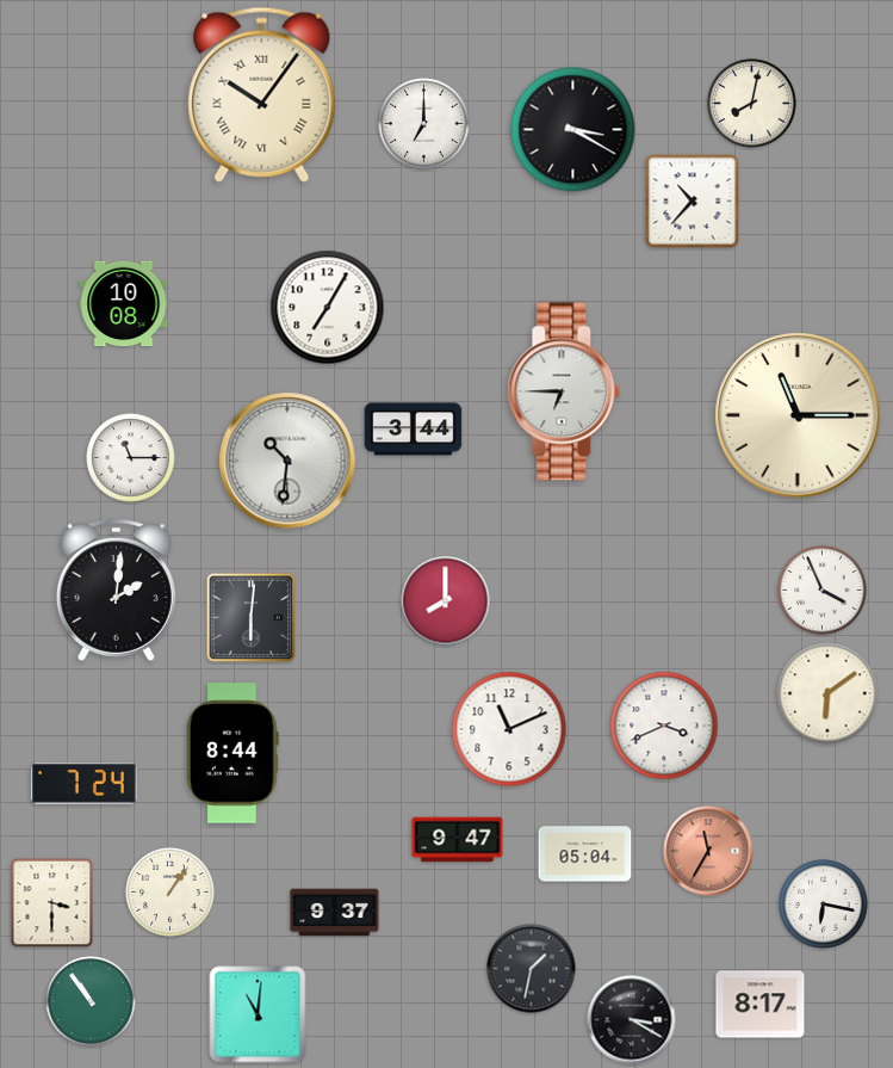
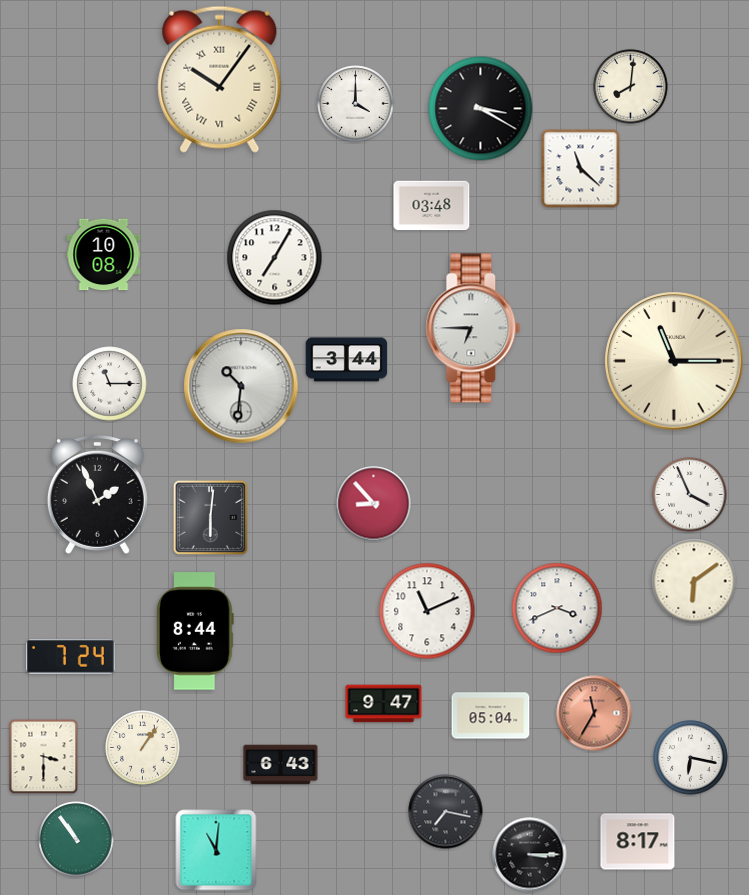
clock at (752, 104): 8:02 -> 8:01
clock at (424, 124): 7:00 -> 4:00
clock at (693, 202): 10:37 -> 11:22
clock at (432, 206): none -> 03:48
clock at (798, 415) position: (798, 415) -> (674, 361)
clock at (116, 589): 2:01 -> 1:56
clock at (446, 601): 8:00 -> 8:53
clock at (335, 913): 9:37 -> 6:43
clock at (532, 969): 1:32 -> 7:17
clock at (632, 1020): 3:20 -> 3:15
